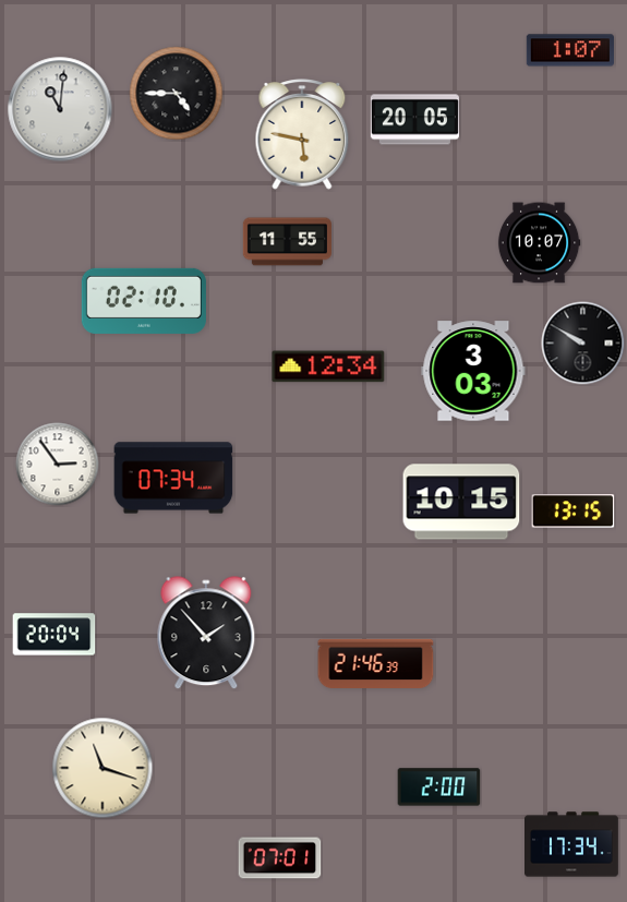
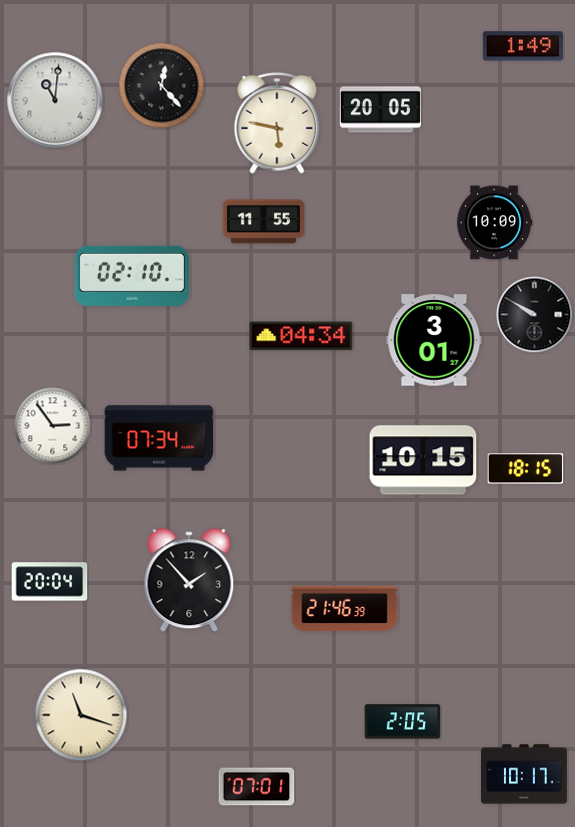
clock at (569, 50): 1:07 -> 1:49
clock at (177, 94): 4:45 -> 12:23
clock at (539, 243): 10:07 -> 10:09
clock at (328, 366): 12:34 -> 04:34
clock at (473, 371): 3:03 -> 3:01
clock at (574, 512): 13:15 -> 18:15
clock at (103, 768) position: (103, 768) -> (81, 715)
clock at (439, 787): 2:00 -> 2:05
clock at (572, 844): 17:34 -> 10:17
